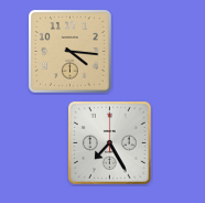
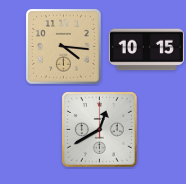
clock at (146, 50): none -> 10:15
clock at (109, 142): 7:25 -> 12:40
